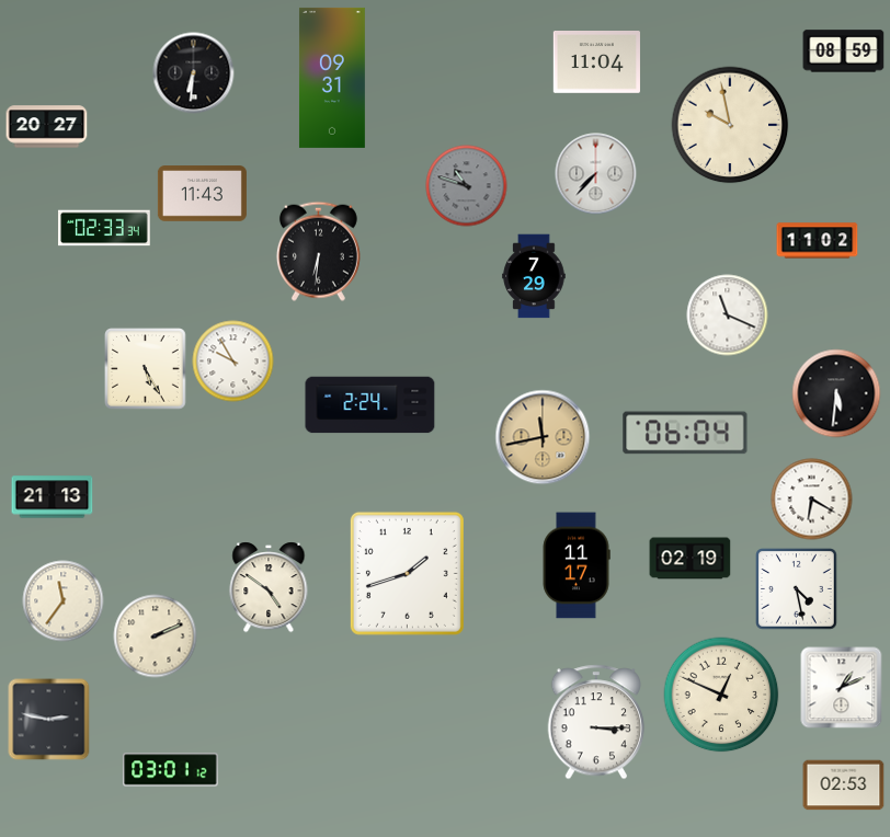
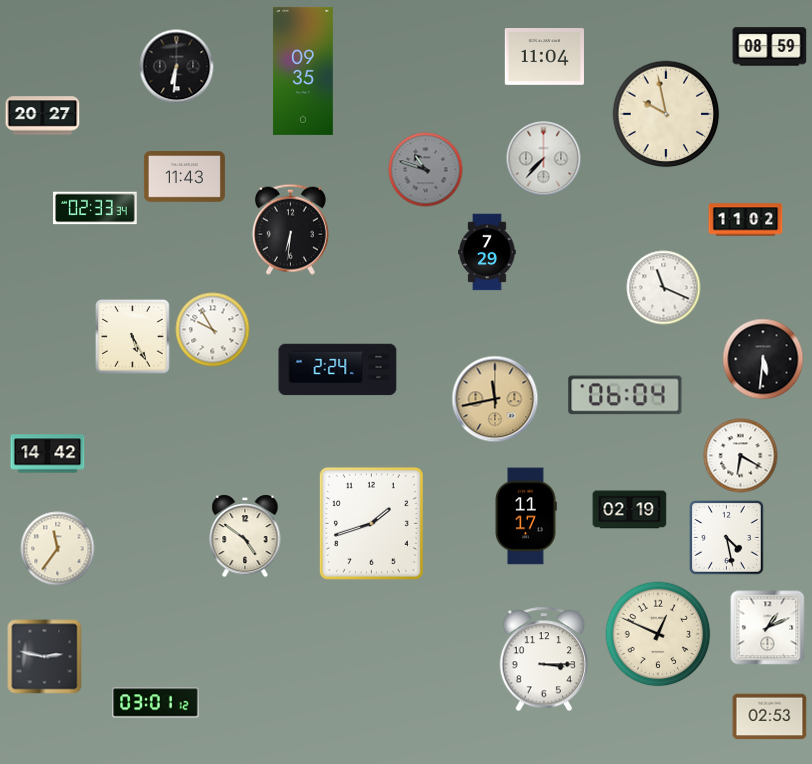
clock at (332, 78): 09:31 -> 09:35
clock at (53, 497): 21:13 -> 14:42
clock at (156, 637): 2:11 -> none
